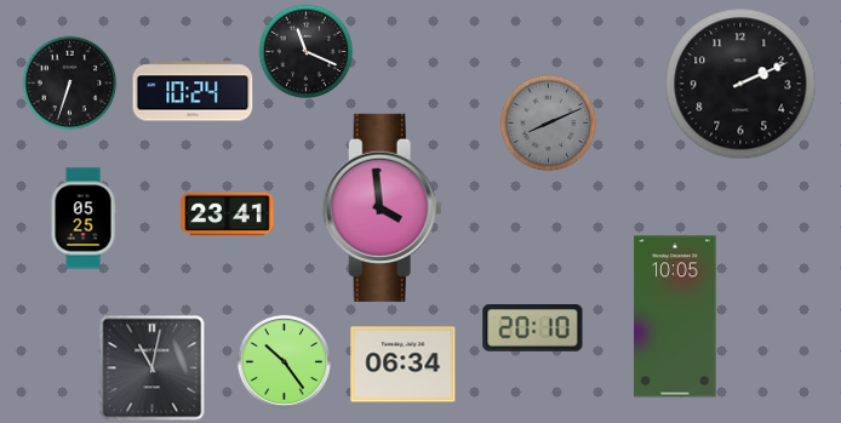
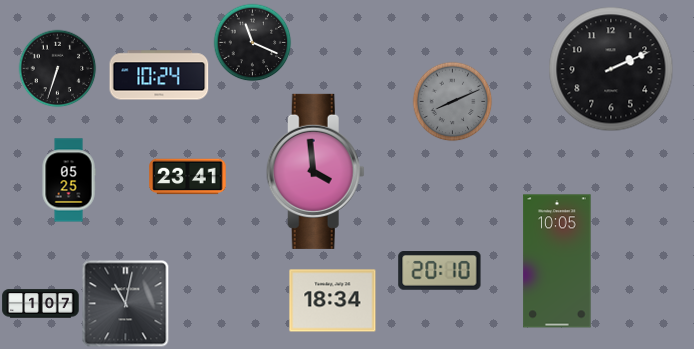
clock at (284, 361): 10:24 -> none
clock at (404, 365): 06:34 -> 18:34
clock at (41, 304): none -> 1:07
